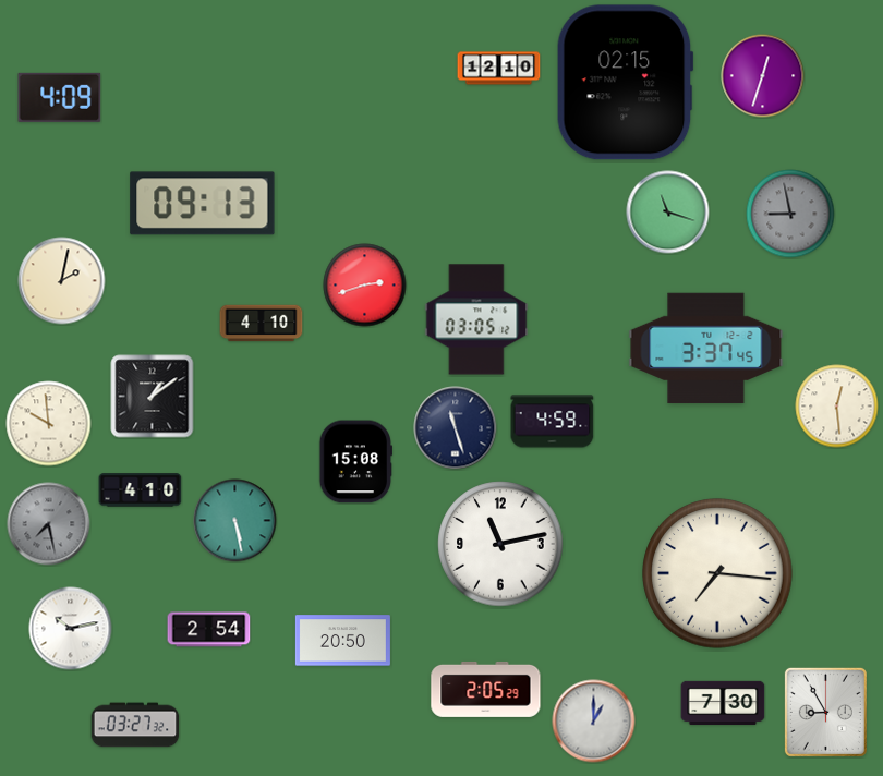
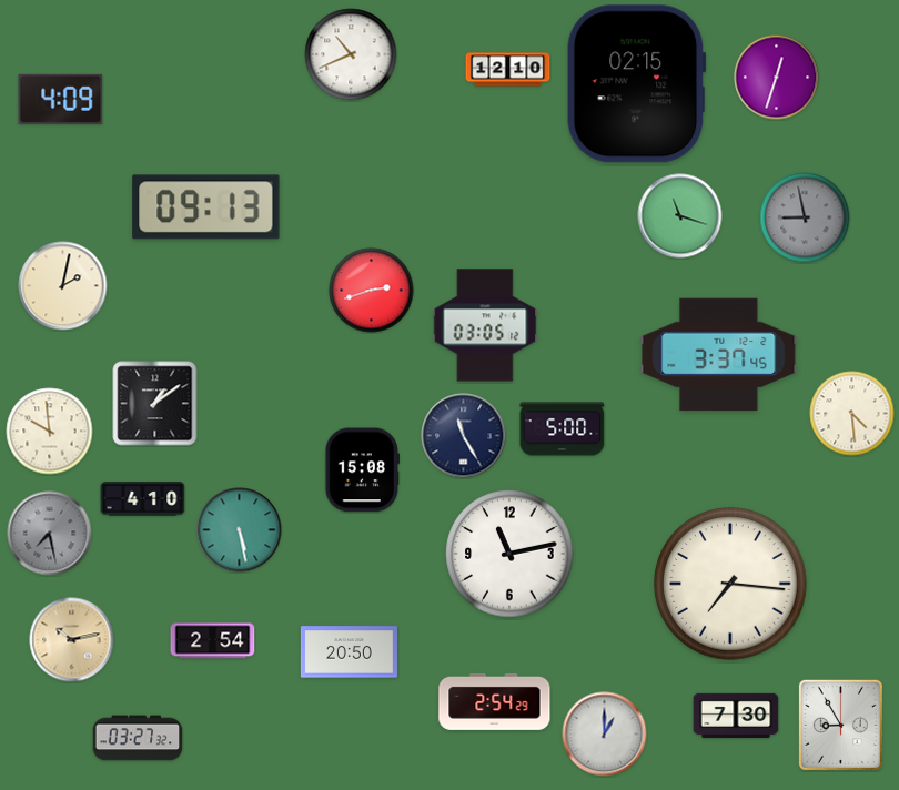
clock at (351, 54): none -> 10:41
clock at (262, 324): 4:10 -> none
clock at (837, 407): 12:29 -> 4:29
clock at (553, 422): 4:59 -> 5:00
clock at (456, 428): 11:27 -> 11:25
clock at (71, 629) dial: white -> champagne
clock at (486, 689): 2:05 -> 2:54
